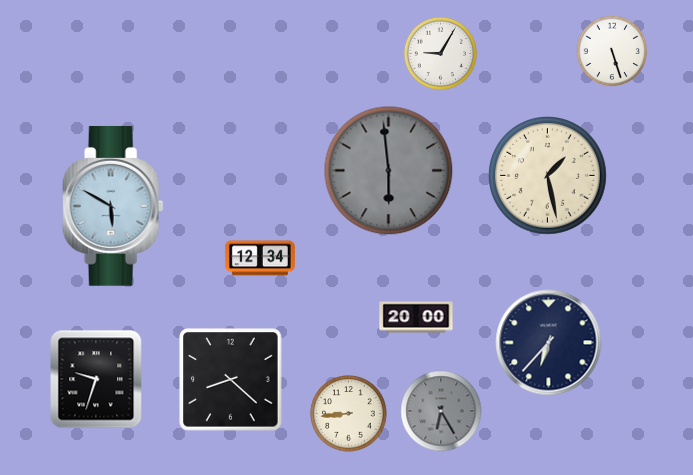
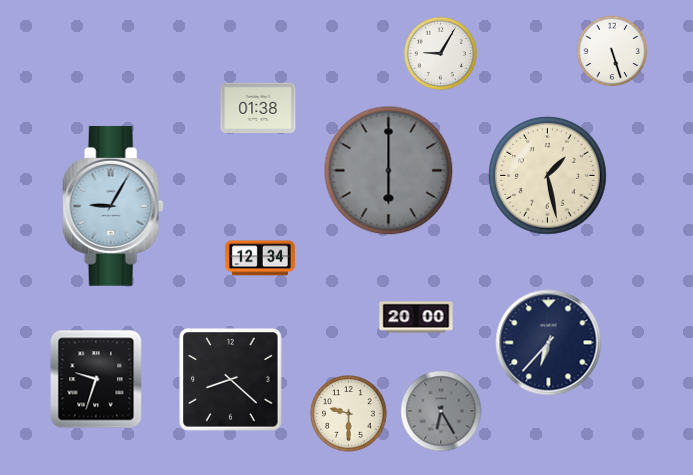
clock at (258, 107): none -> 01:38
clock at (389, 171): 5:59 -> 6:00
clock at (113, 206): 5:50 -> 9:05
clock at (349, 414): 8:44 -> 9:30
